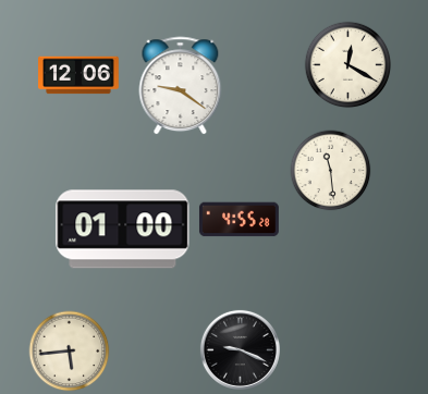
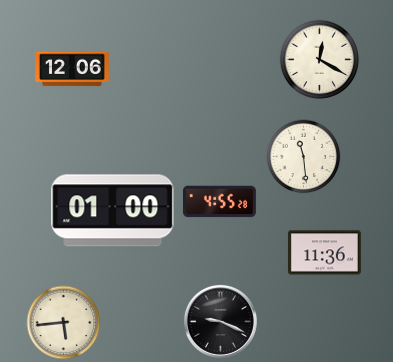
clock at (181, 86): 9:21 -> none
clock at (324, 253): none -> 11:36
